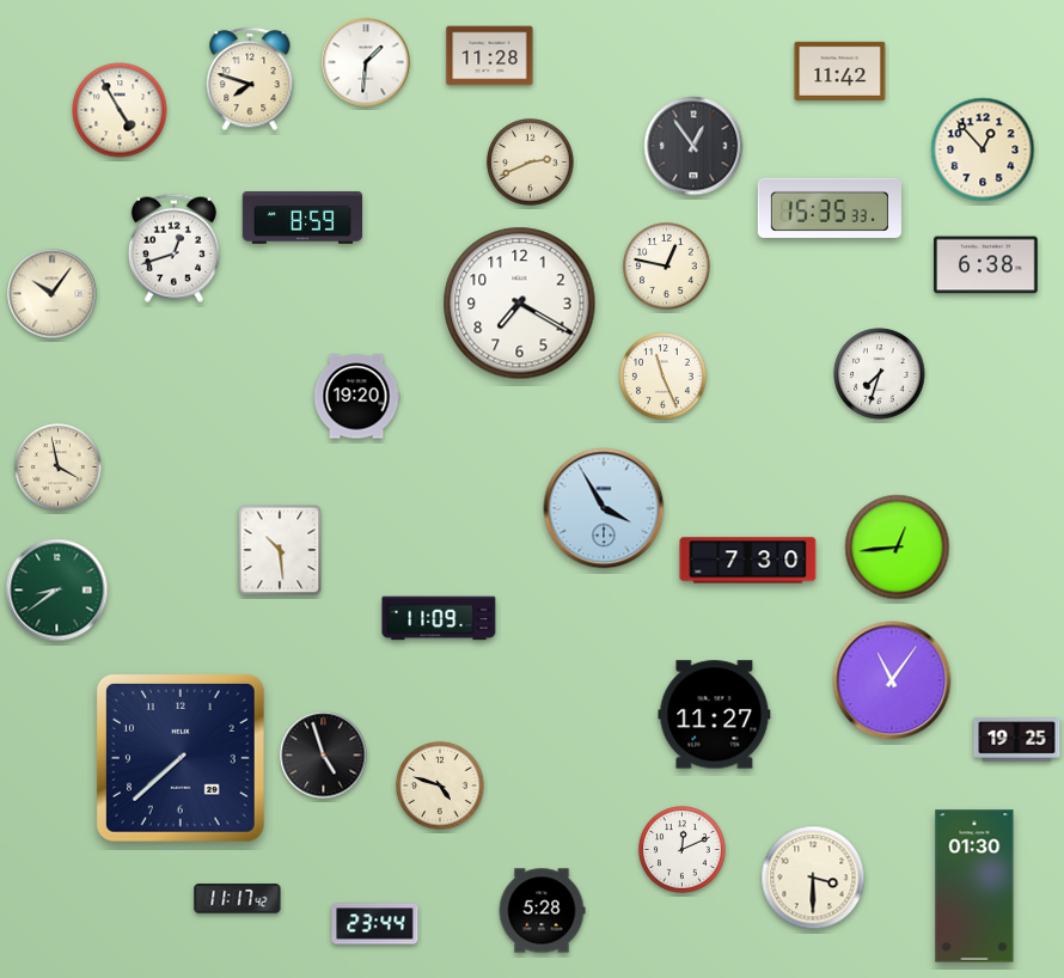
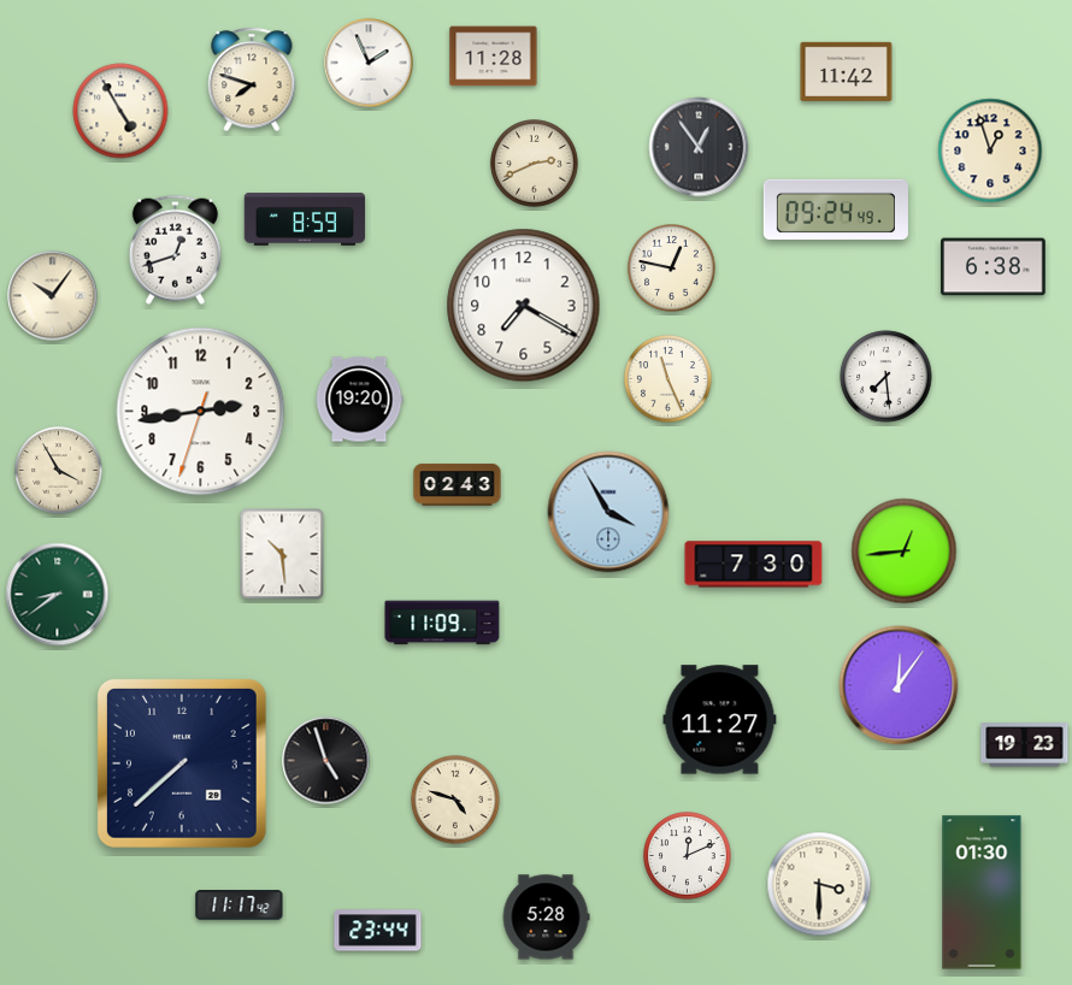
clock at (366, 62): 1:31 -> 1:56
clock at (983, 149): 12:53 -> 12:57
clock at (830, 208): 15:35 -> 09:24
clock at (880, 374): 7:33 -> 7:29
clock at (201, 412): none -> 2:43
clock at (59, 467): 3:58 -> 3:55
clock at (458, 485): none -> 02:43
clock at (892, 680): 11:06 -> 12:06
clock at (1017, 740): 19:25 -> 19:23
clock at (440, 786) position: (440, 786) -> (455, 800)
